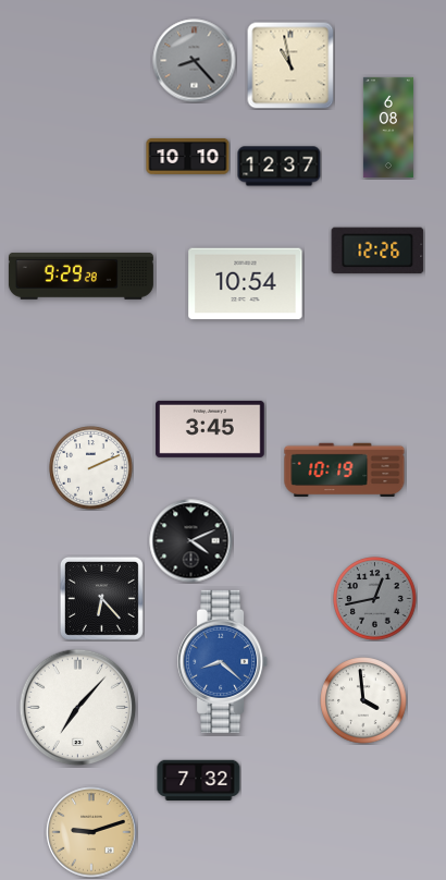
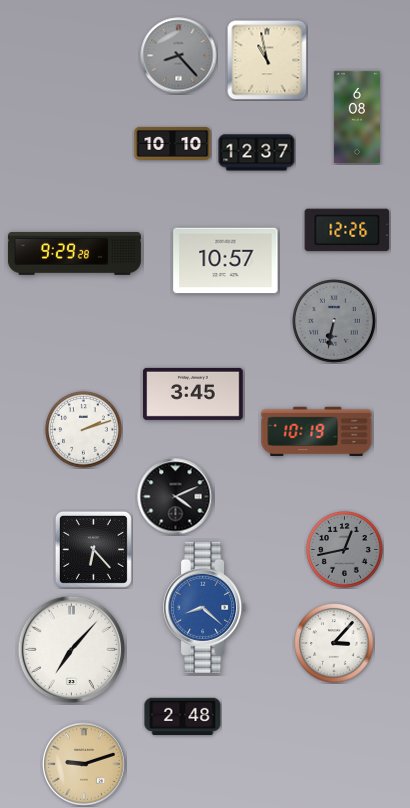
clock at (246, 284): 10:54 -> 10:57
clock at (334, 321): none -> 6:32
clock at (91, 468): 2:11 -> 2:12
clock at (363, 700): 3:59 -> 3:07
clock at (199, 780): 7:32 -> 2:48
